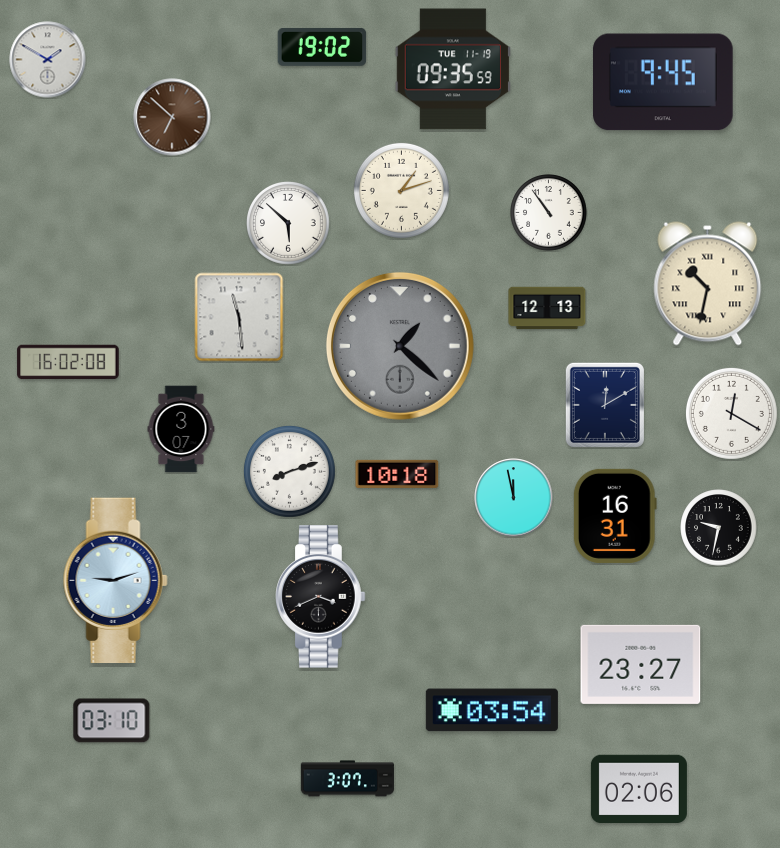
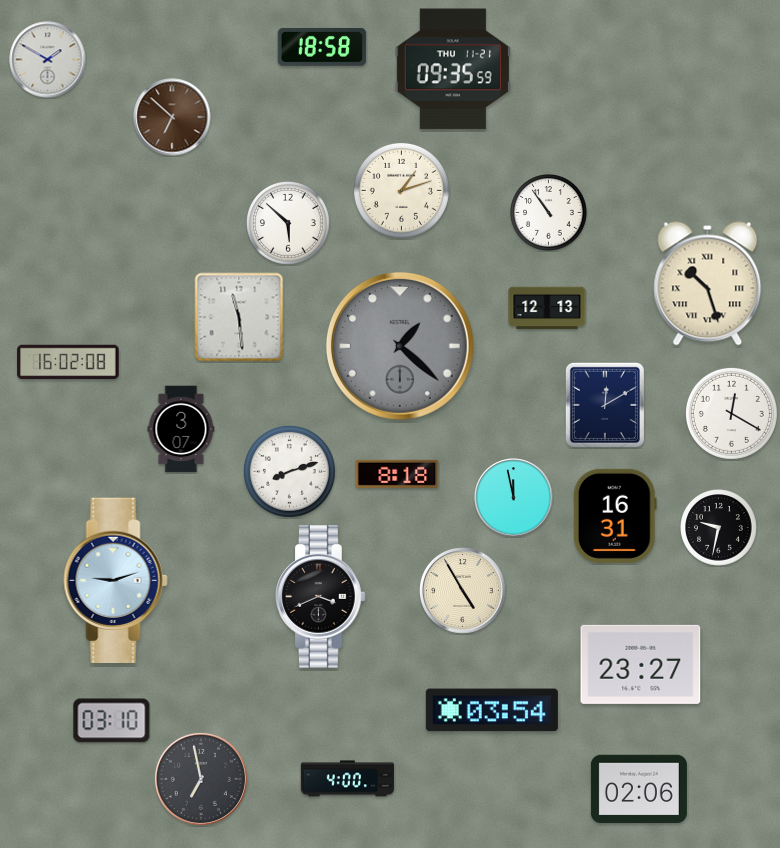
clock at (322, 47): 19:02 -> 18:58
clock at (452, 69) date: TUE 11-19 -> THU 11-21
clock at (664, 82): 9:45 -> none
clock at (708, 284): 10:32 -> 10:27
clock at (397, 474): 10:18 -> 8:18
clock at (463, 591): none -> 4:55
clock at (201, 779): none -> 6:58
clock at (347, 779): 3:07 -> 4:00
